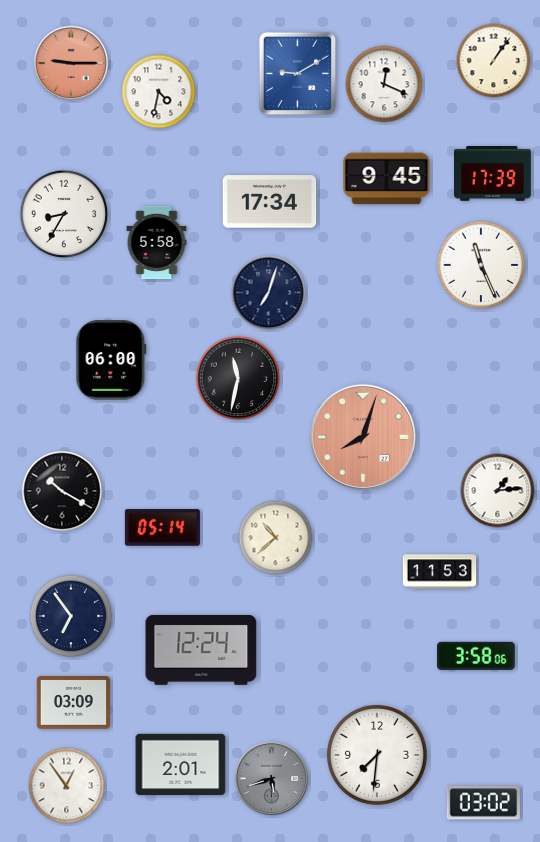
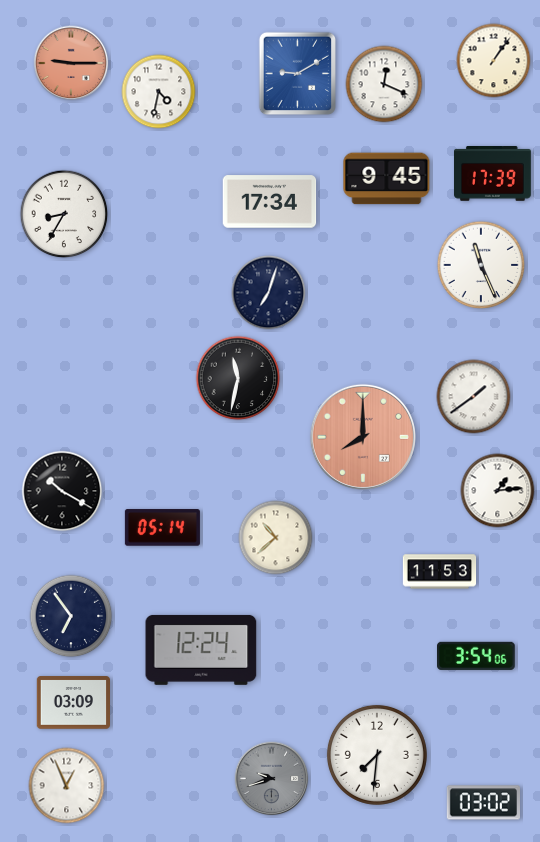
clock at (157, 243): 5:58 -> none
clock at (111, 360): 06:00 -> none
clock at (474, 397): none -> 1:39
clock at (363, 437): 8:03 -> 8:00
clock at (477, 656): 3:58 -> 3:54
clock at (181, 765): 2:01 -> none
clock at (272, 779): 5:42 -> 9:42
clock at (67, 786): 12:54 -> 12:56
